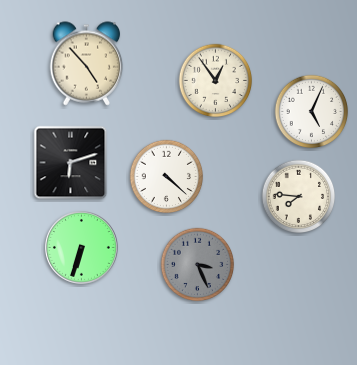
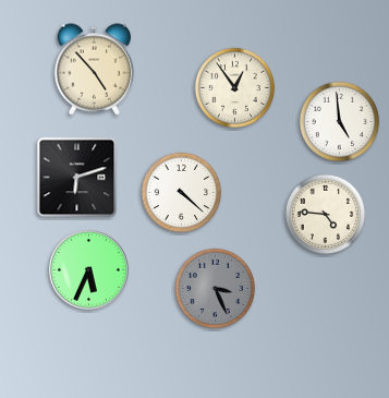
clock at (312, 112): 5:04 -> 4:59
clock at (299, 197): 7:46 -> 4:46
clock at (82, 248): 6:33 -> 5:34
